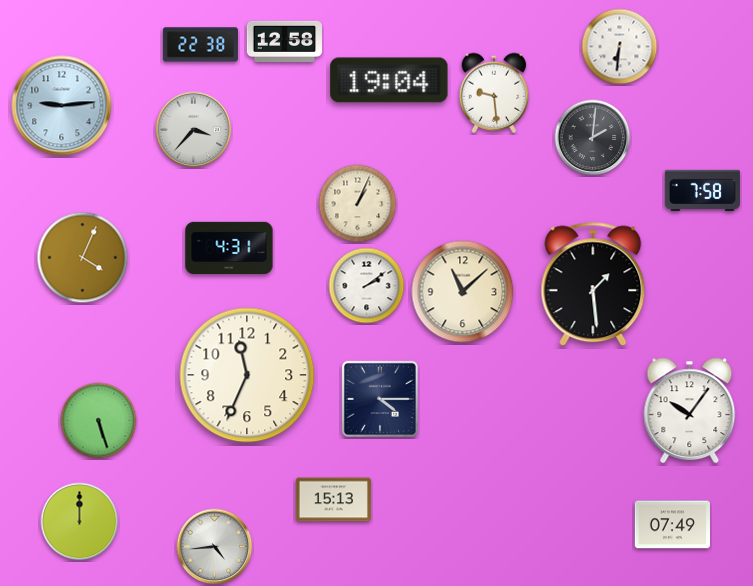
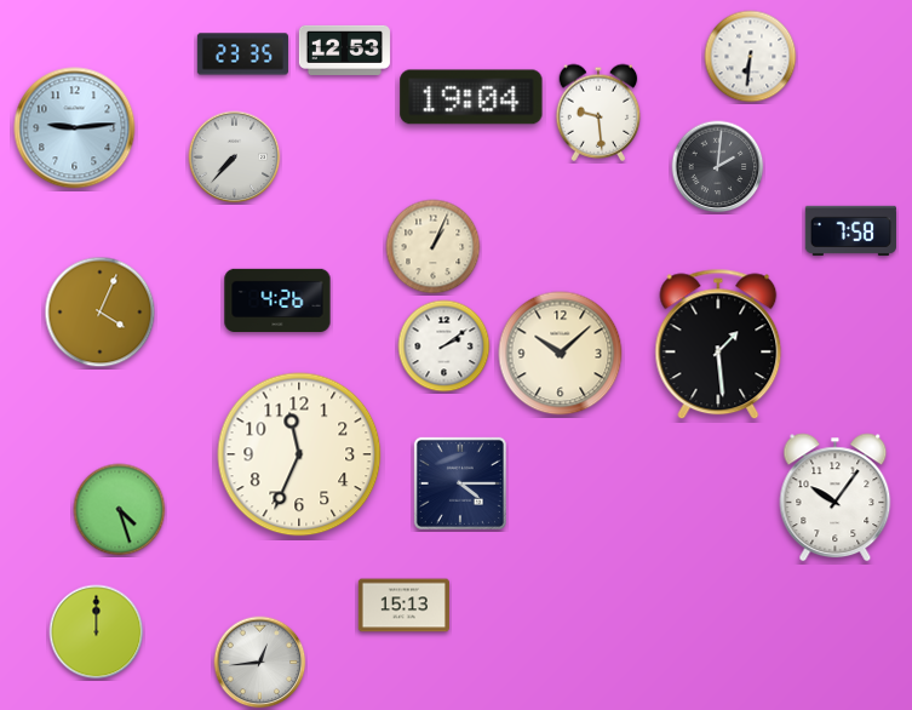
clock at (284, 41): 12:58 -> 12:53
clock at (200, 45): 22:38 -> 23:35
clock at (194, 130): 3:37 -> 7:37
clock at (229, 247): 4:31 -> 4:26
clock at (463, 292): 11:08 -> 10:08
clock at (99, 421): 5:27 -> 4:27
clock at (672, 525): 07:49 -> none
clock at (215, 547): 4:44 -> 12:44
